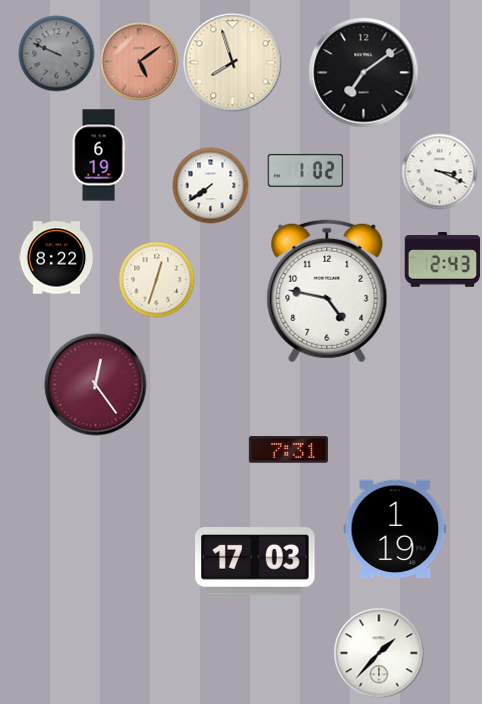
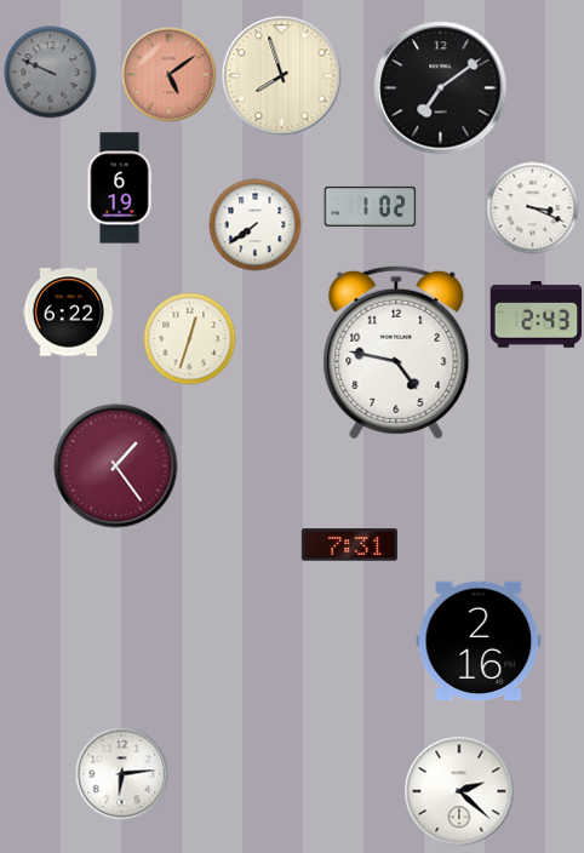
clock at (57, 54) position: (57, 54) -> (51, 73)
clock at (57, 258): 8:22 -> 6:22
clock at (96, 385): 12:24 -> 1:24
clock at (395, 529): 1:19 -> 2:16
clock at (255, 562): 17:03 -> none
clock at (122, 774): none -> 6:14
clock at (379, 653): 1:37 -> 2:22
